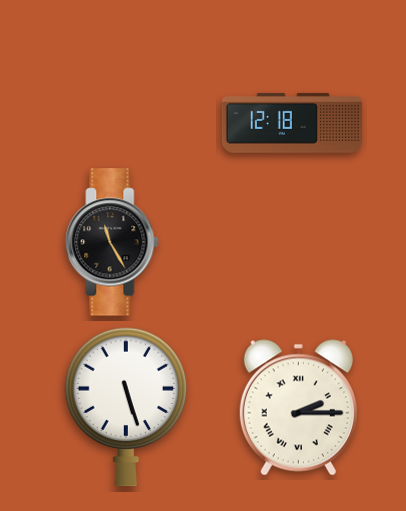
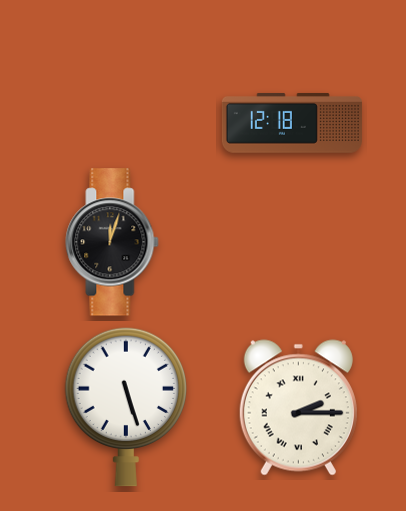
clock at (112, 242): 11:25 -> 12:03
